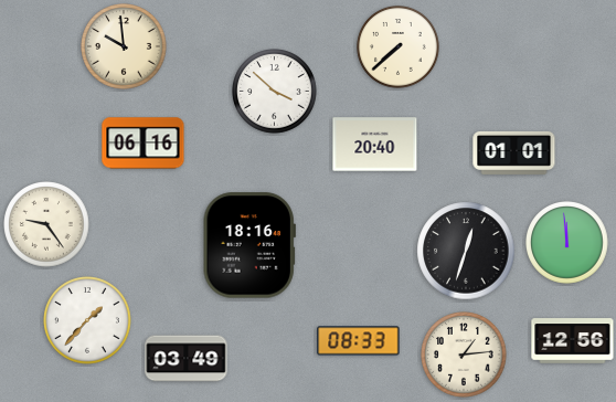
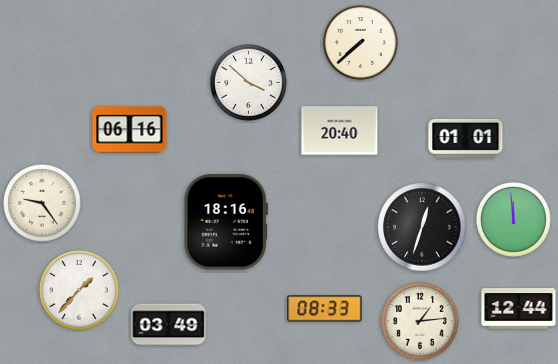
clock at (124, 46): 9:59 -> none
clock at (573, 341): 12:56 -> 12:44
